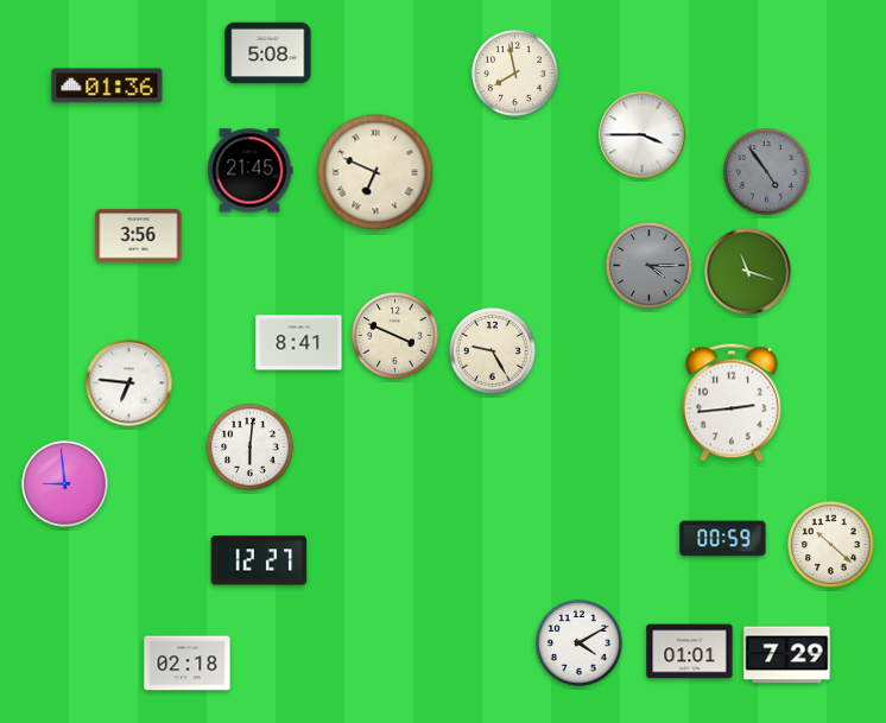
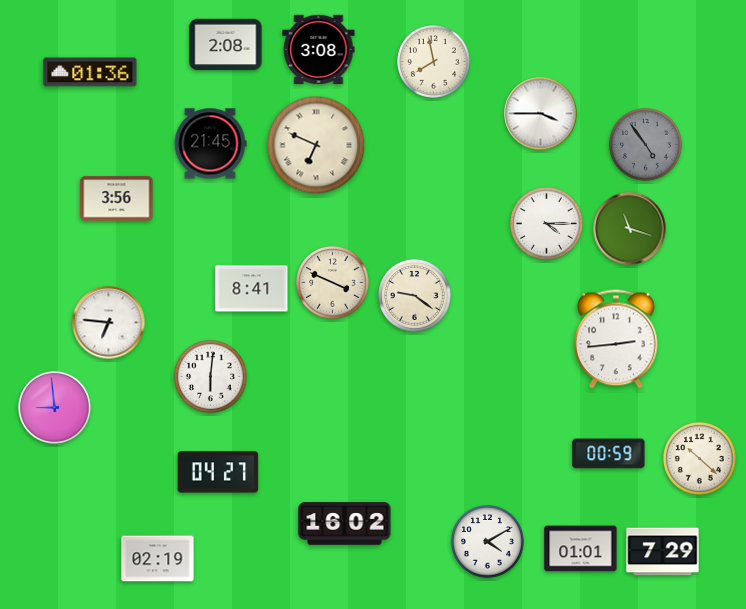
clock at (268, 53): 5:08 -> 2:08
clock at (319, 49): none -> 3:08
clock at (650, 266) dial: grey -> white
clock at (493, 351): 9:25 -> 9:21
clock at (259, 560): 12:27 -> 04:27
clock at (345, 524): none -> 16:02
clock at (188, 664): 02:18 -> 02:19
